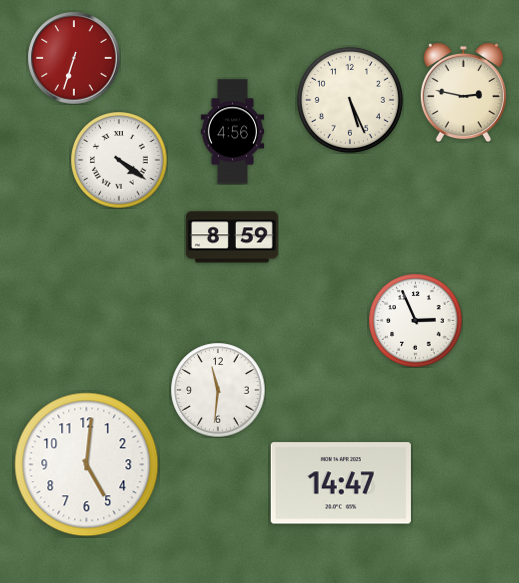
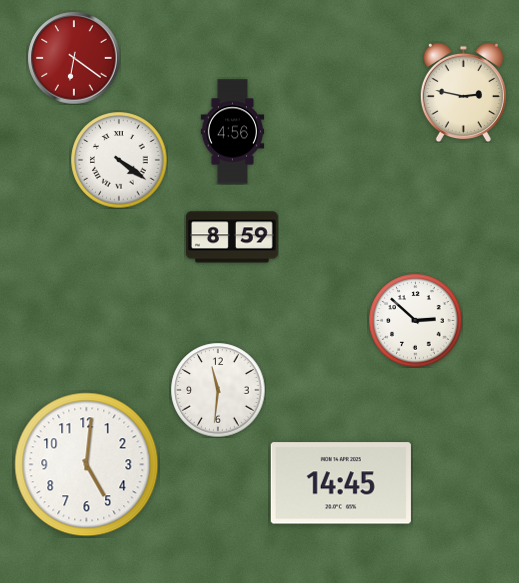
clock at (74, 58): 6:33 -> 6:21
clock at (350, 100): 5:26 -> none
clock at (415, 320): 2:56 -> 2:52
clock at (341, 483): 14:47 -> 14:45
